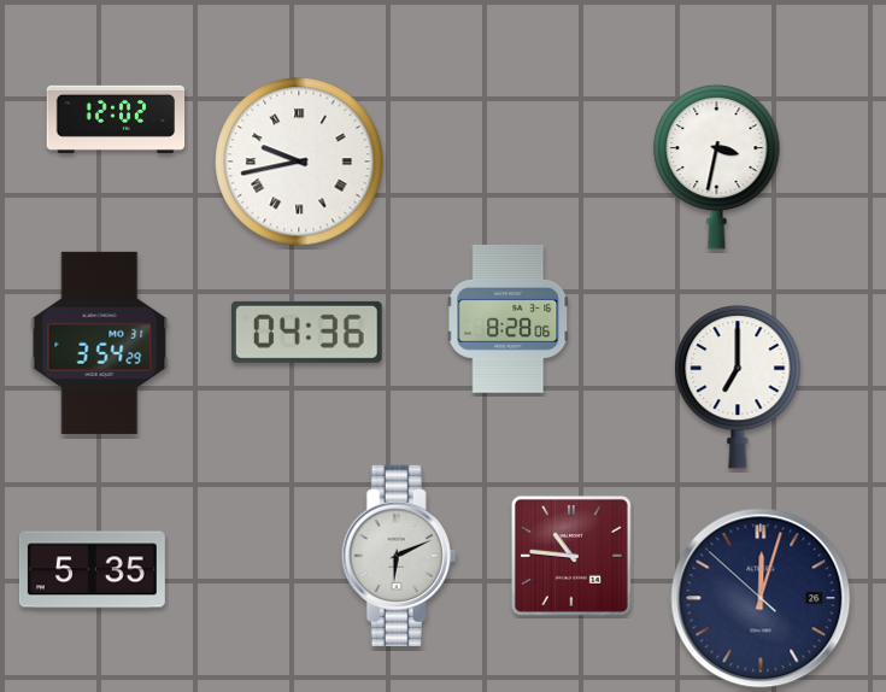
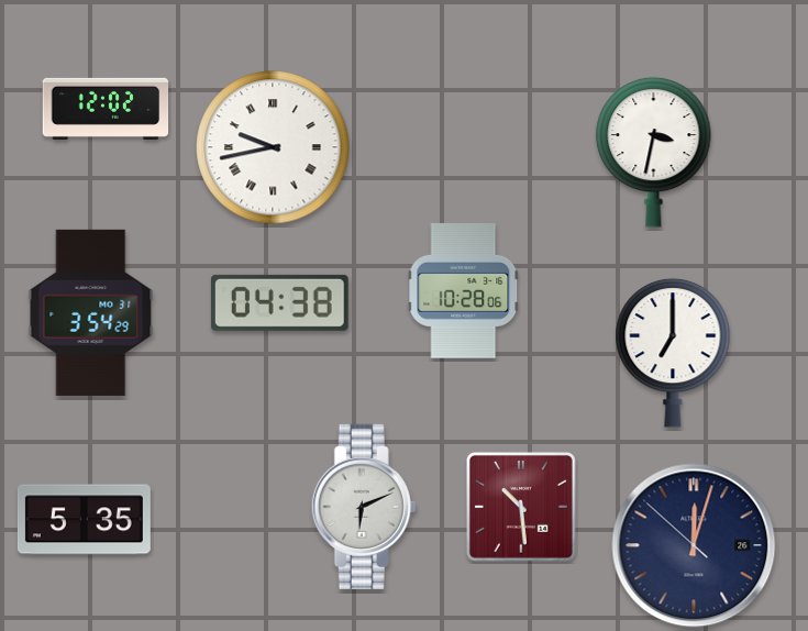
clock at (509, 318): 8:28 -> 10:28
clock at (307, 332): 04:36 -> 04:38
clock at (571, 556): 10:46 -> 10:29
